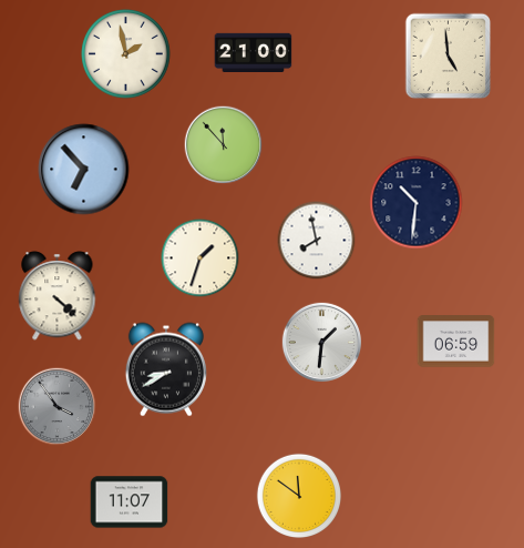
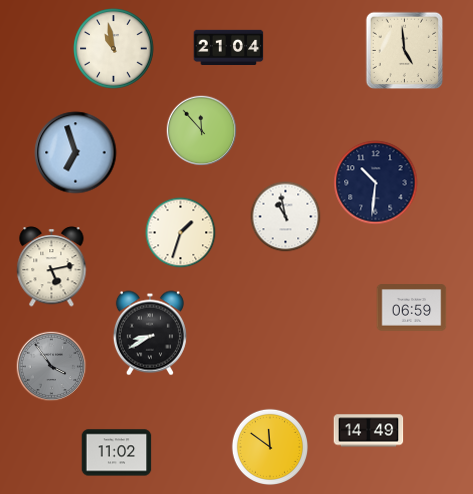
clock at (254, 52): 21:00 -> 21:04
clock at (126, 54): 1:58 -> 10:58
clock at (84, 170): 6:53 -> 6:57
clock at (317, 241): 7:58 -> 10:58
clock at (58, 296): 4:22 -> 5:13
clock at (321, 342): 1:31 -> none
clock at (369, 431): none -> 14:49
clock at (130, 503): 11:07 -> 11:02
